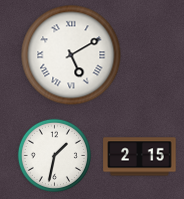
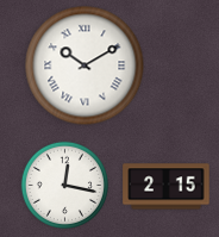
clock at (71, 55): 5:10 -> 10:10
clock at (54, 155): 1:32 -> 12:17
